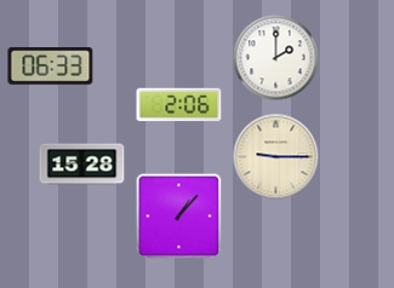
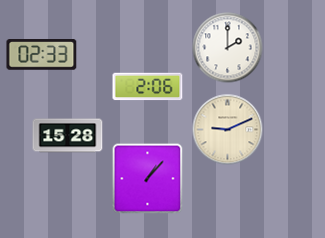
clock at (51, 67): 06:33 -> 02:33
clock at (276, 157): 9:15 -> 9:11
